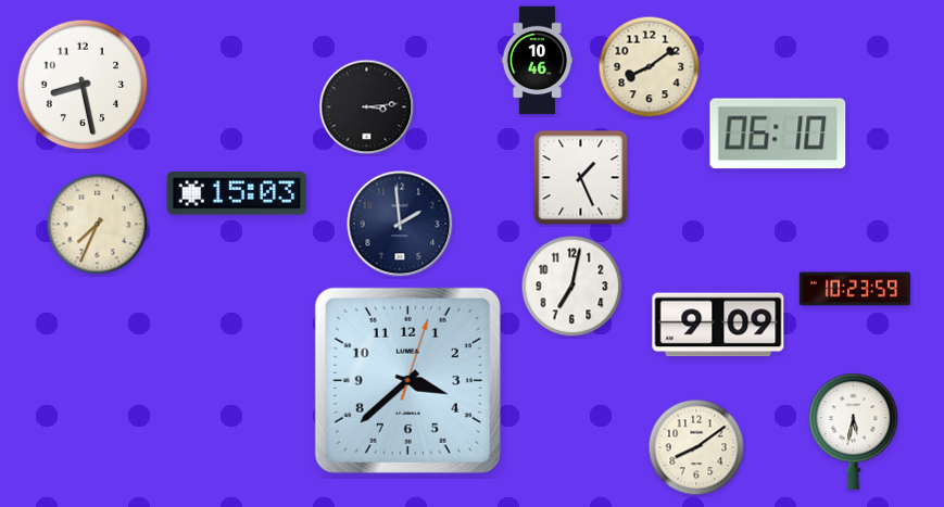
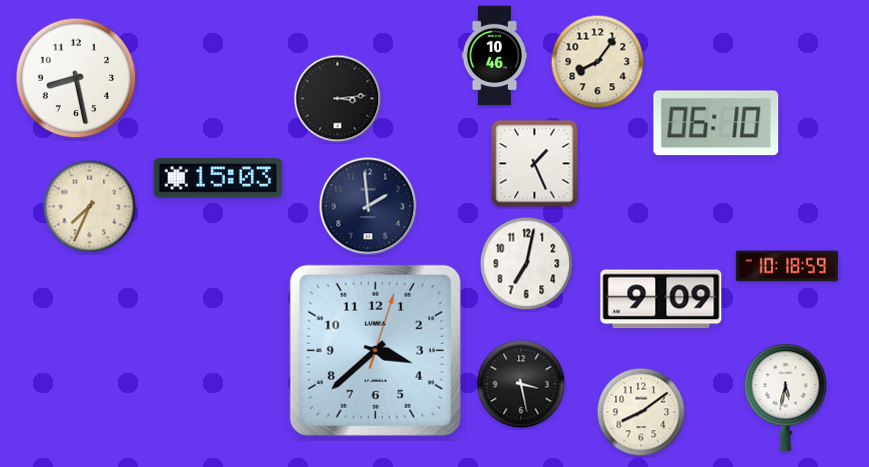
clock at (650, 67): 8:09 -> 8:06
clock at (855, 289): 10:23 -> 10:18
clock at (521, 384): none -> 3:28
